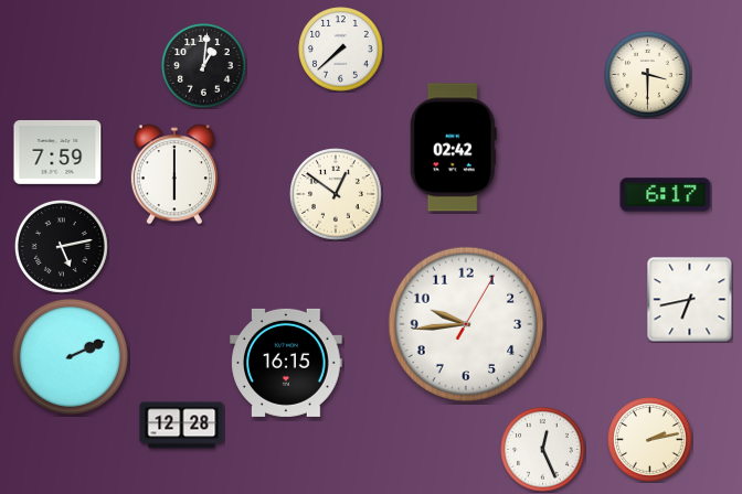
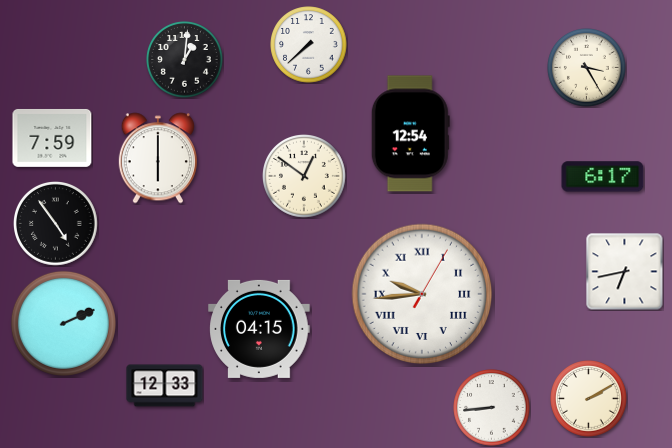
clock at (648, 75): 3:30 -> 3:25
clock at (453, 148): 02:42 -> 12:54
clock at (62, 247): 5:13 -> 4:54
clock at (466, 324) numerals: Arabic -> Roman
clock at (286, 363): 16:15 -> 04:15
clock at (182, 426): 12:28 -> 12:33
clock at (650, 440): 2:13 -> 2:10
clock at (543, 450): 12:26 -> 8:44
